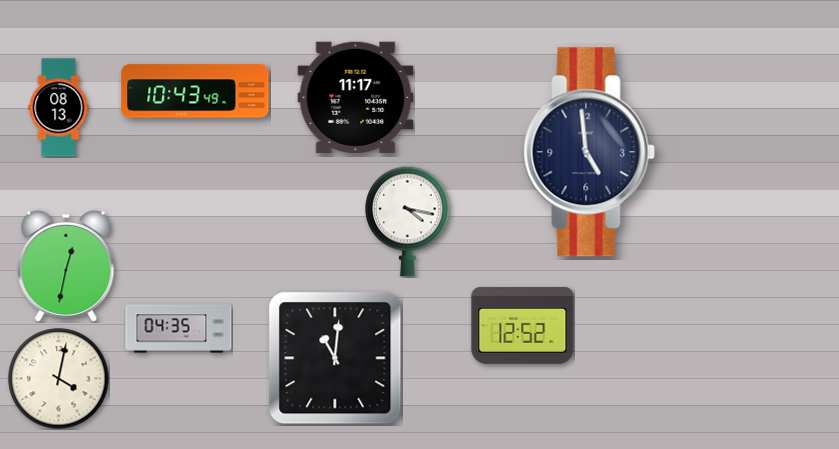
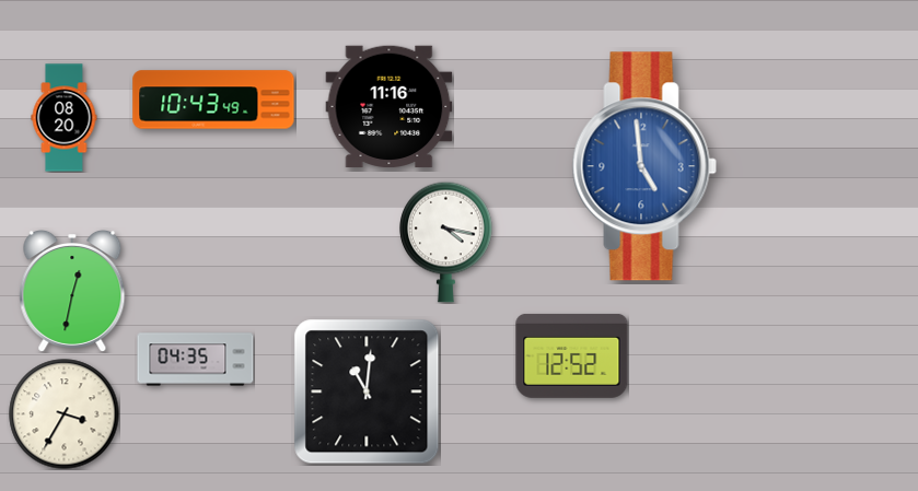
clock at (356, 98): 11:17 -> 11:16
clock at (59, 108): 08:13 -> 08:20
clock at (589, 152) dial: navy -> blue
clock at (59, 379): 4:02 -> 3:35
